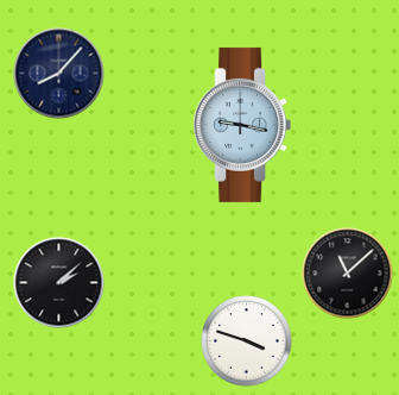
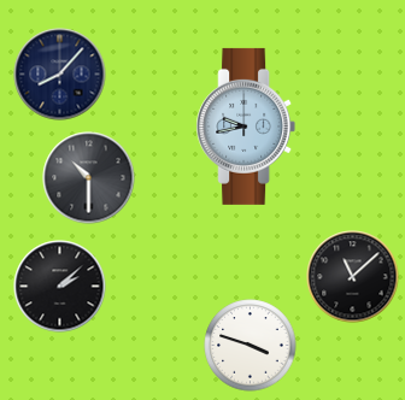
clock at (242, 125): 9:17 -> 9:43
clock at (89, 178): none -> 10:30
